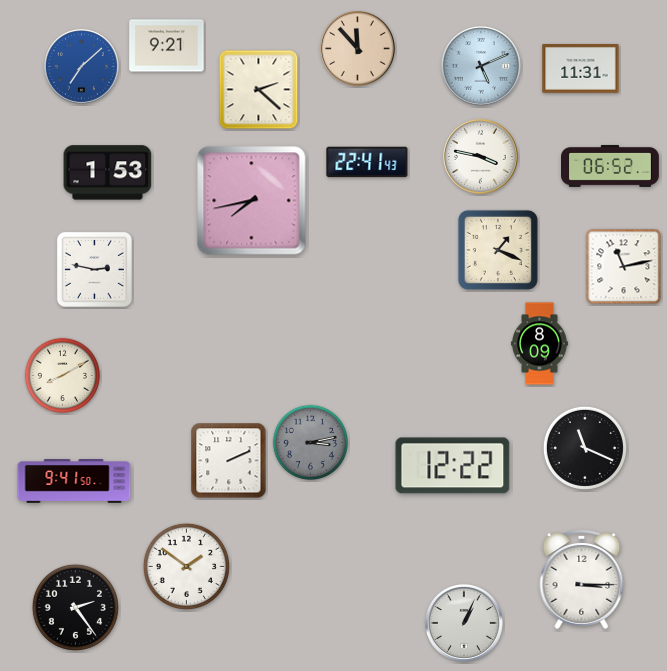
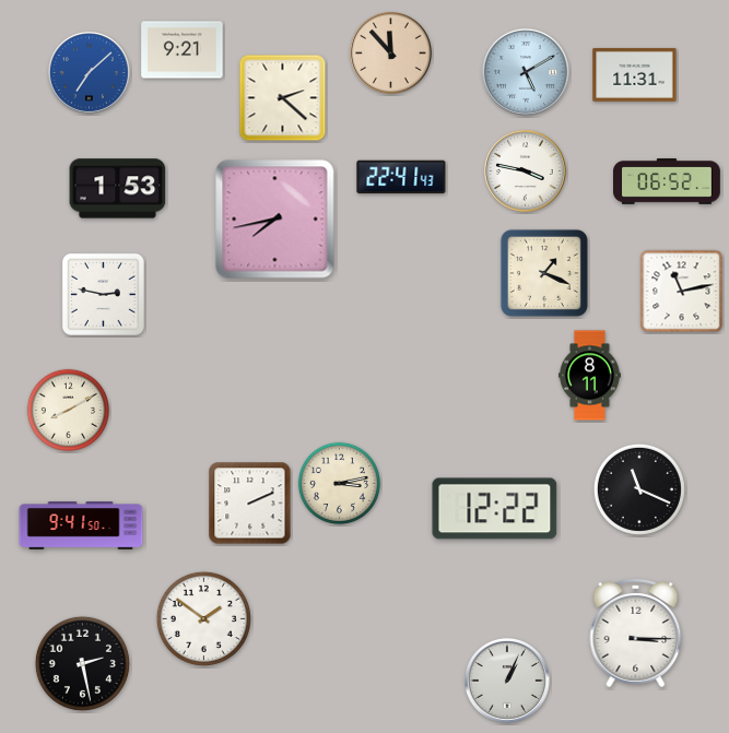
clock at (481, 66): 5:11 -> 5:10
clock at (540, 344): 8:09 -> 8:11
clock at (311, 443) dial: grey -> cream
clock at (75, 607): 2:24 -> 2:28
